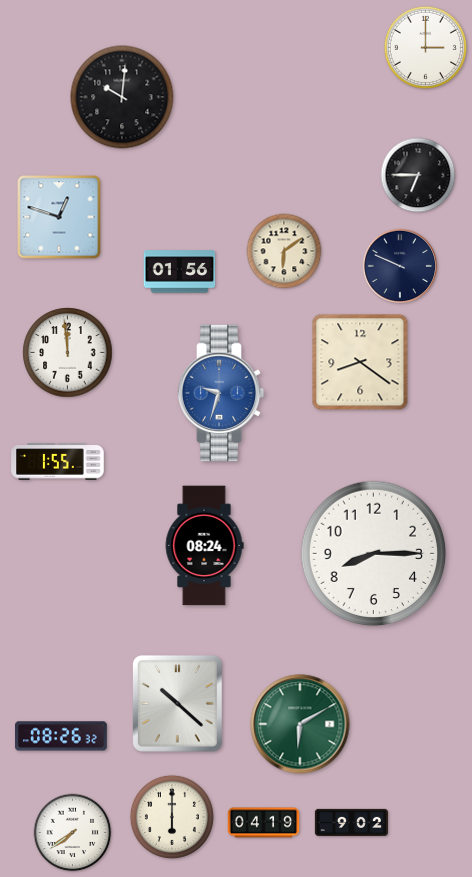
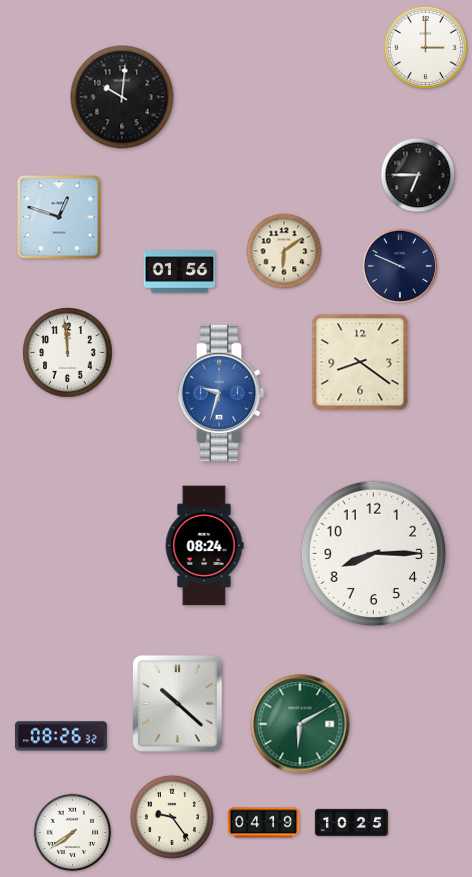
clock at (58, 462): 1:55 -> none
clock at (172, 817): 6:00 -> 9:24
clock at (351, 822): 9:02 -> 10:25
